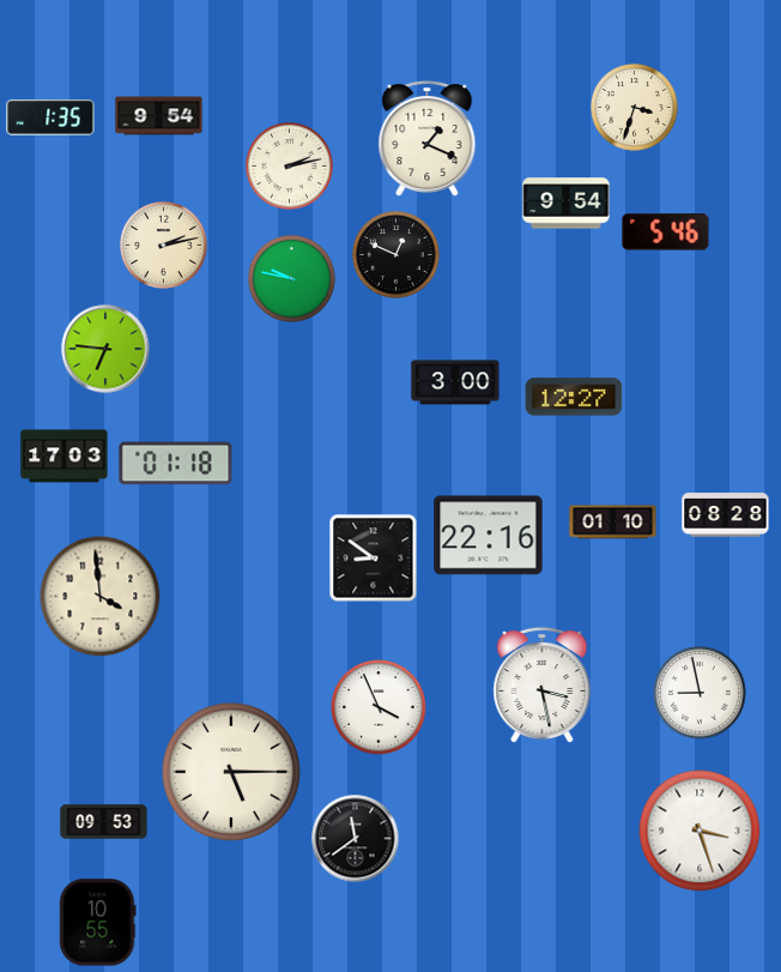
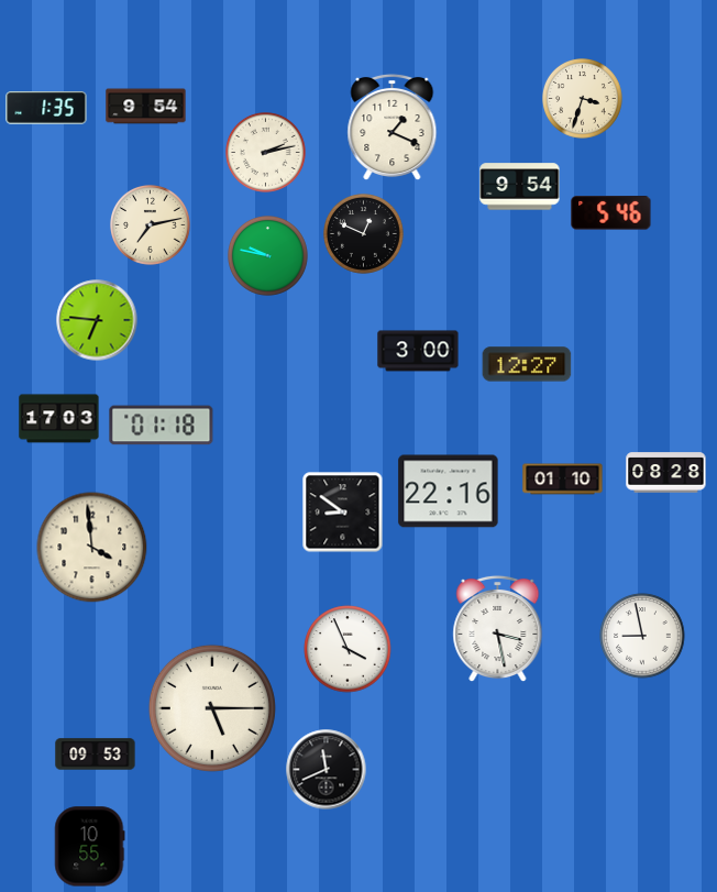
clock at (164, 246): 2:13 -> 7:13
clock at (700, 831): 3:27 -> none
clock at (356, 839): 11:39 -> 11:41
